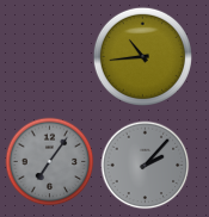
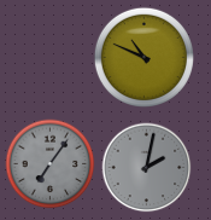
clock at (142, 56): 10:44 -> 10:49
clock at (146, 166): 2:07 -> 2:02
